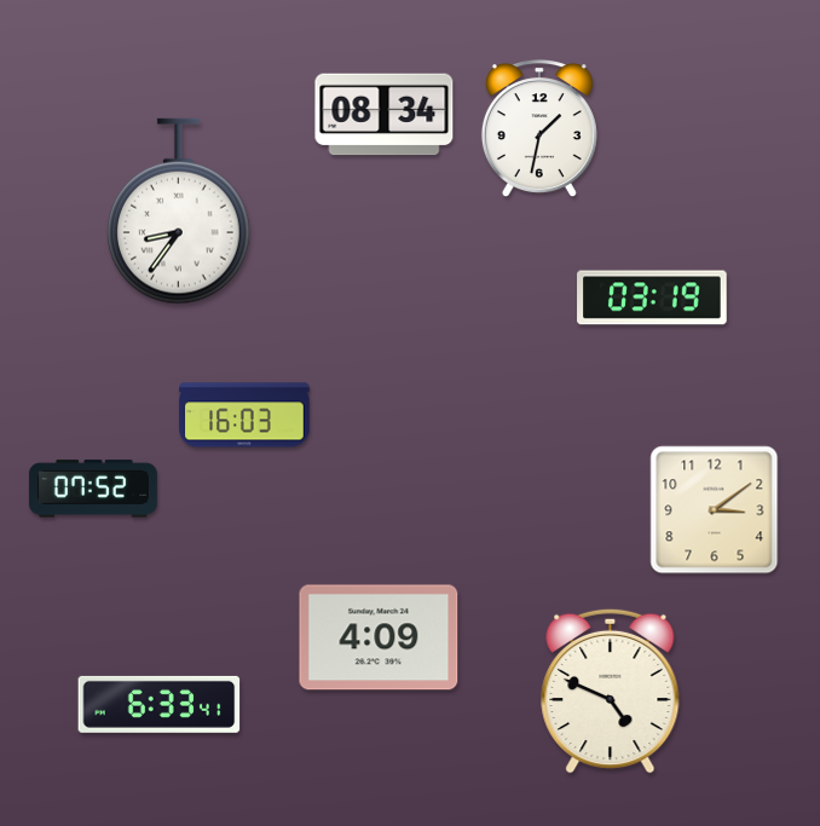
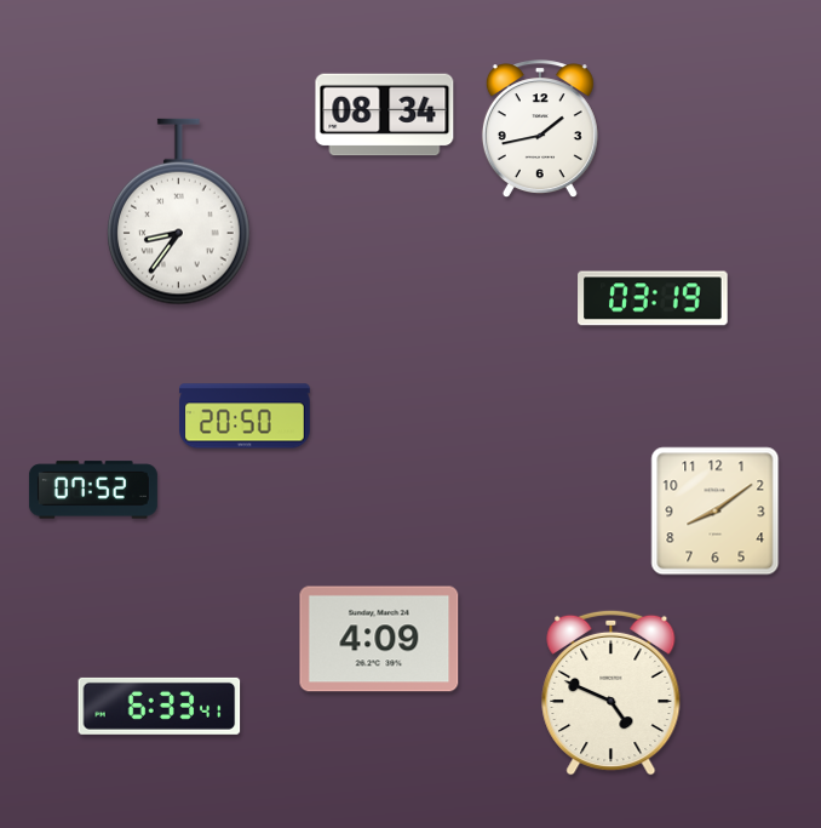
clock at (539, 129): 1:32 -> 1:43
clock at (244, 415): 16:03 -> 20:50
clock at (715, 510): 3:09 -> 8:09
